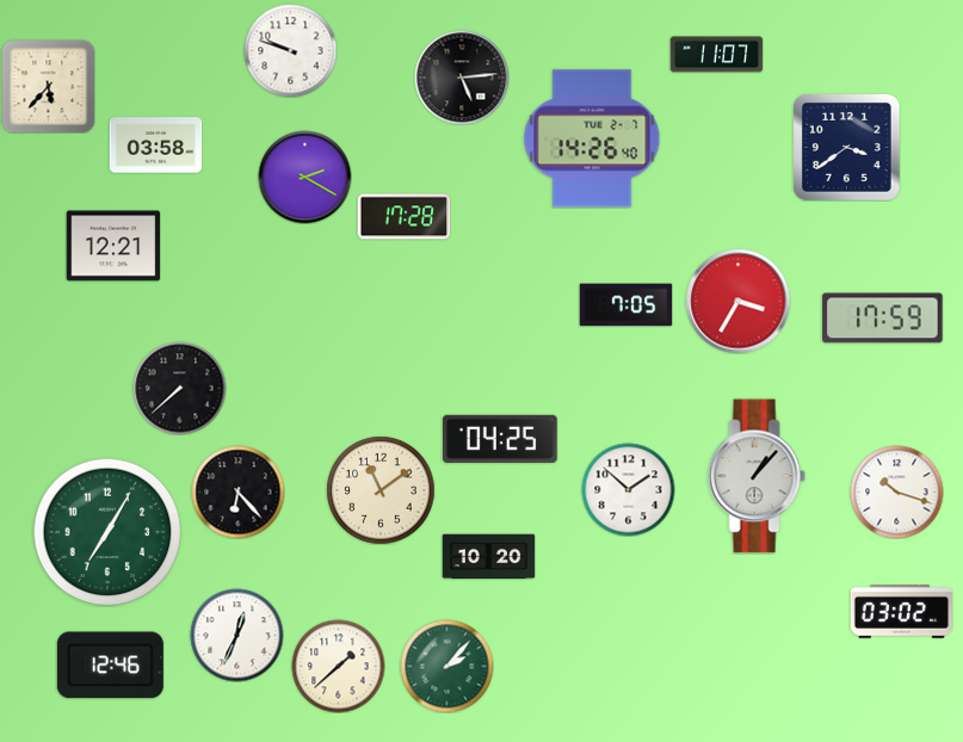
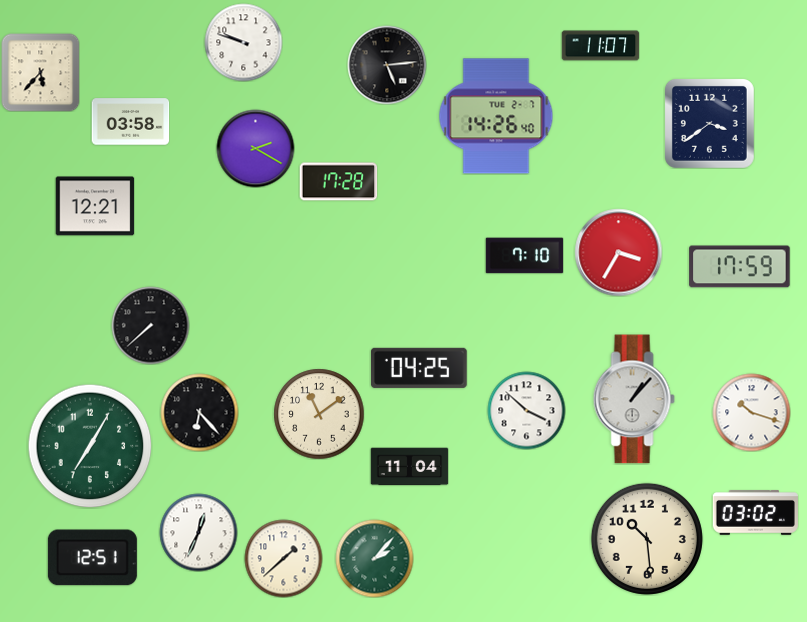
clock at (625, 305): 7:05 -> 7:10
clock at (628, 489): 1:52 -> 3:52
clock at (381, 490) position: (381, 490) -> (319, 414)
clock at (488, 557): 10:20 -> 11:04
clock at (647, 539): none -> 10:29
clock at (110, 666): 12:46 -> 12:51
